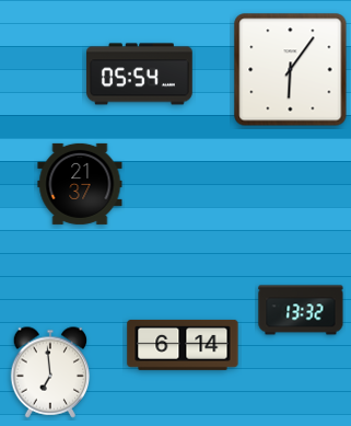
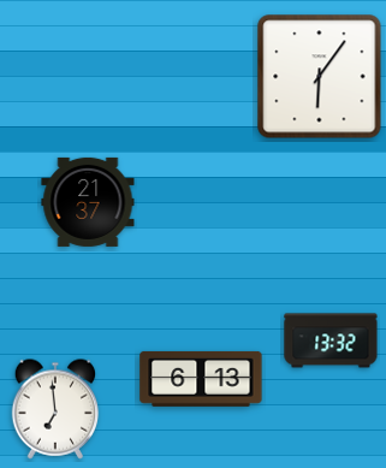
clock at (140, 74): 05:54 -> none
clock at (183, 345): 6:14 -> 6:13
